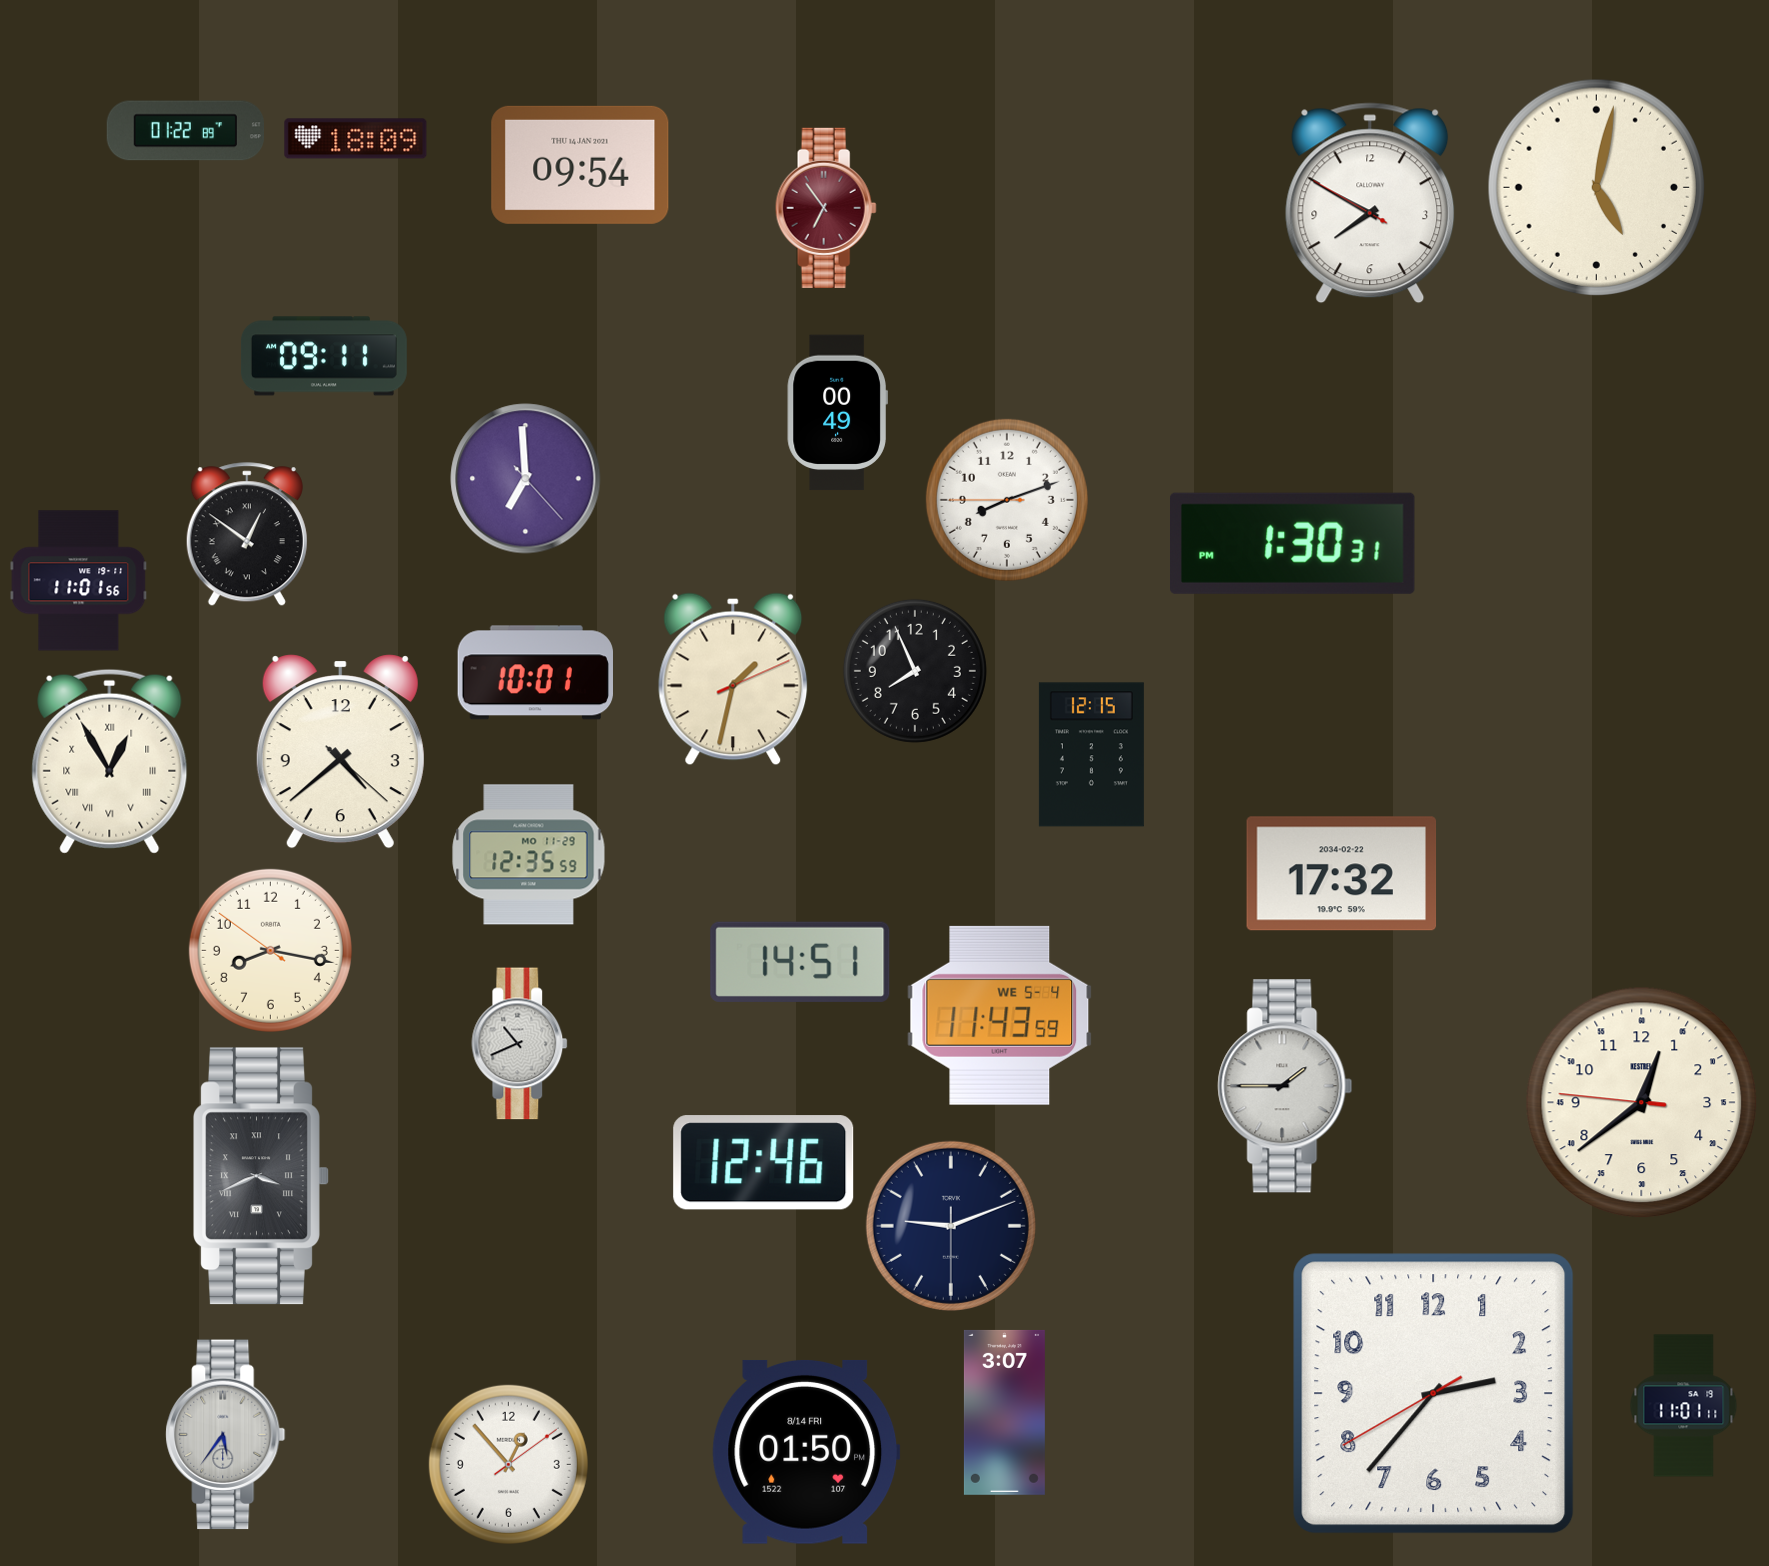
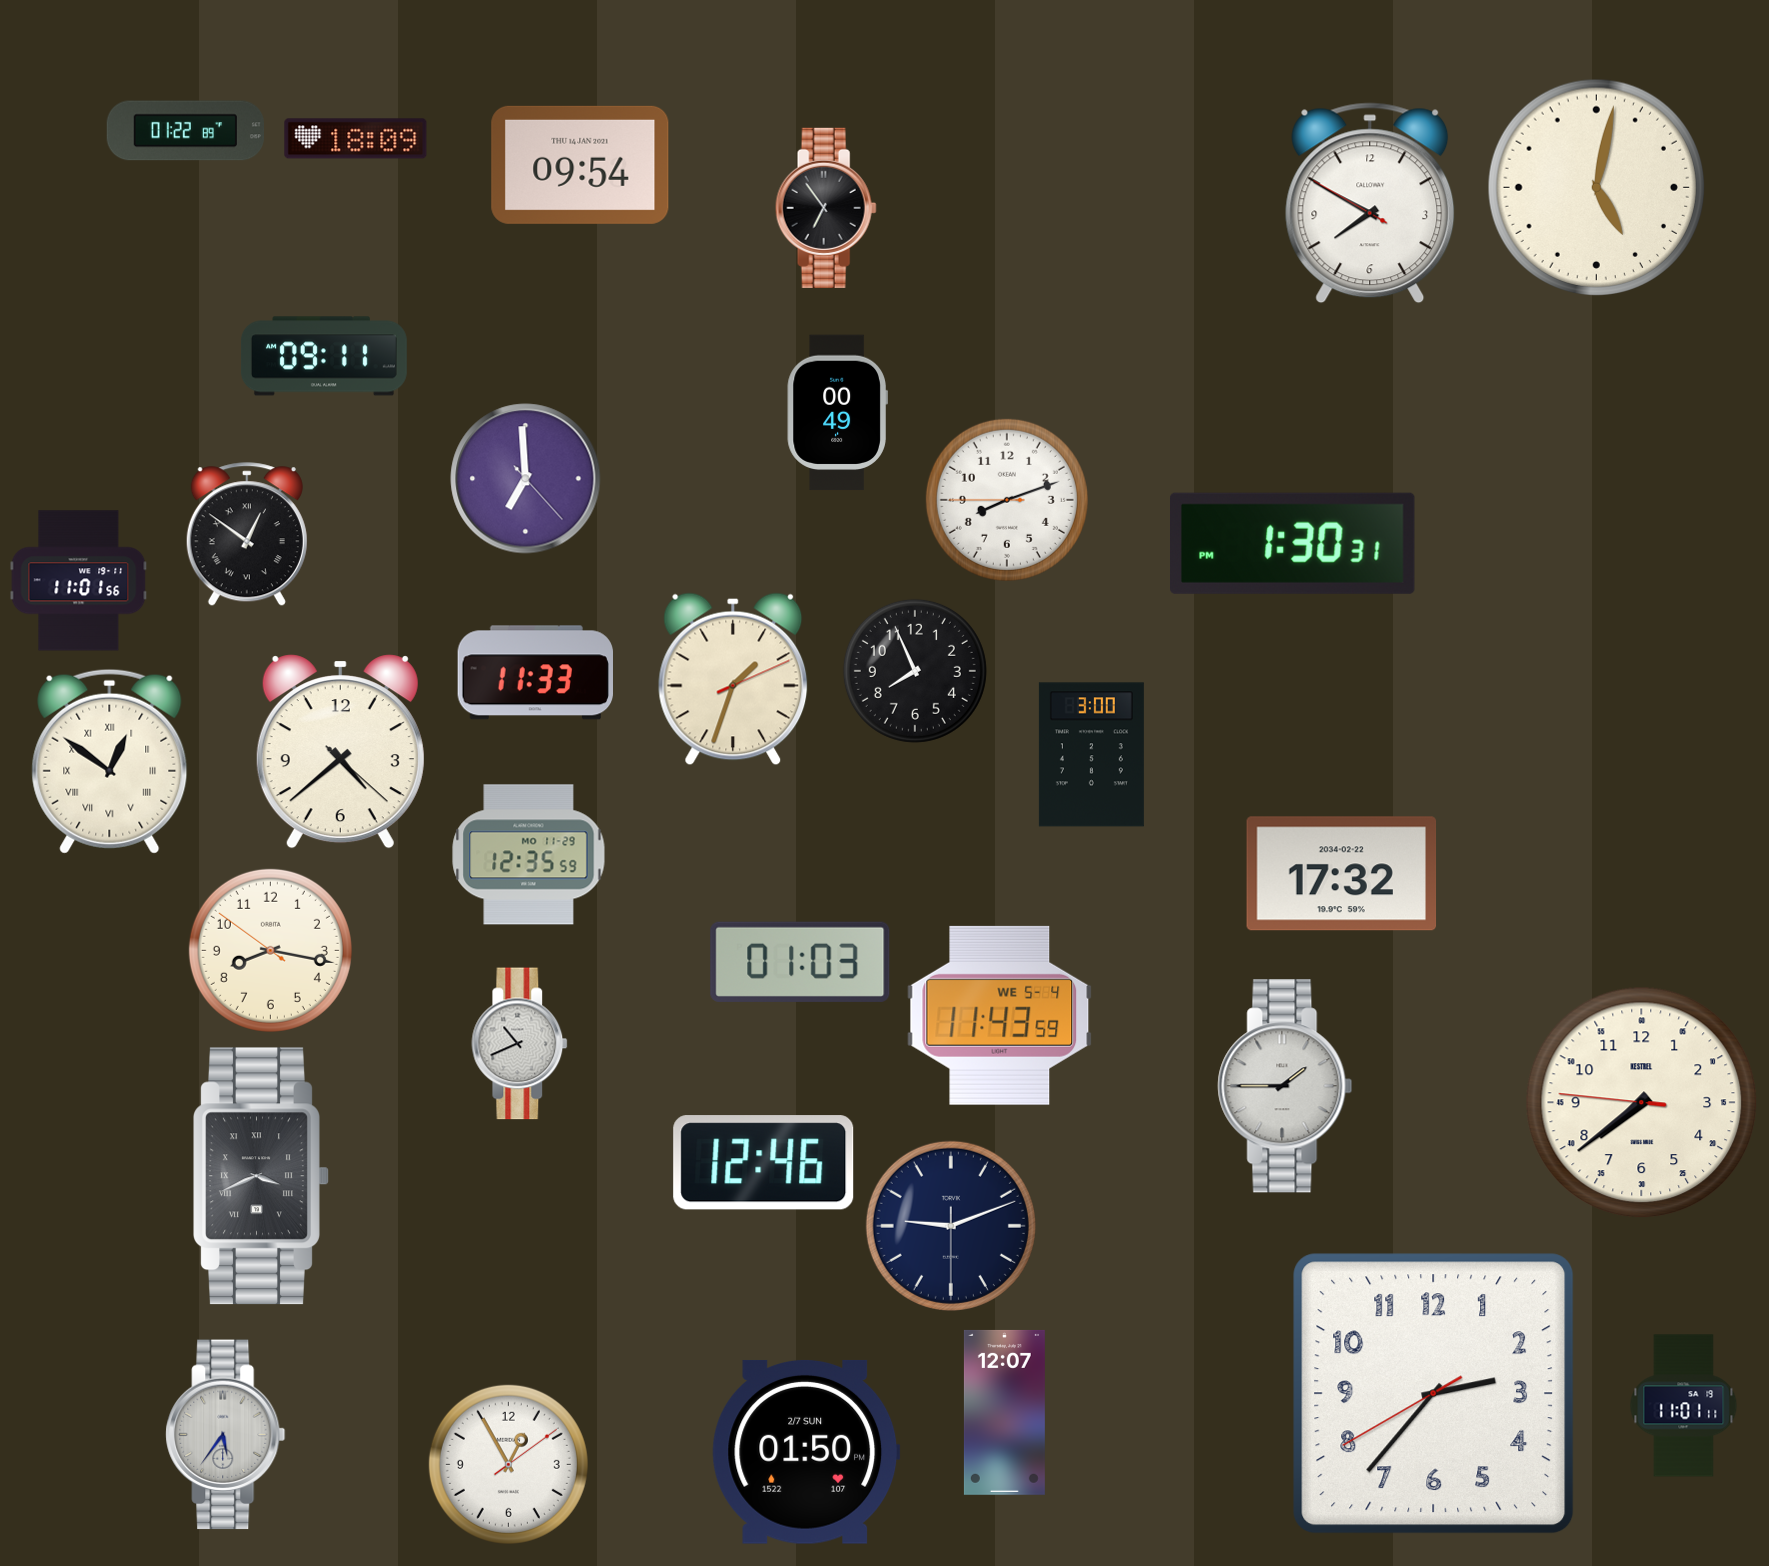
clock at (826, 208) dial: burgundy -> black
clock at (535, 673): 10:01 -> 11:33
clock at (733, 679): 1:32 -> 1:33
clock at (1091, 755): 12:15 -> 3:00
clock at (110, 761): 12:55 -> 12:51
clock at (800, 962): 14:51 -> 01:03
clock at (1642, 1103): 12:38 -> 7:38
clock at (1004, 1412): 3:07 -> 12:07
clock at (806, 1452) date: 8/14 FRI -> 2/7 SUN
clock at (508, 1464): 12:53 -> 12:55
